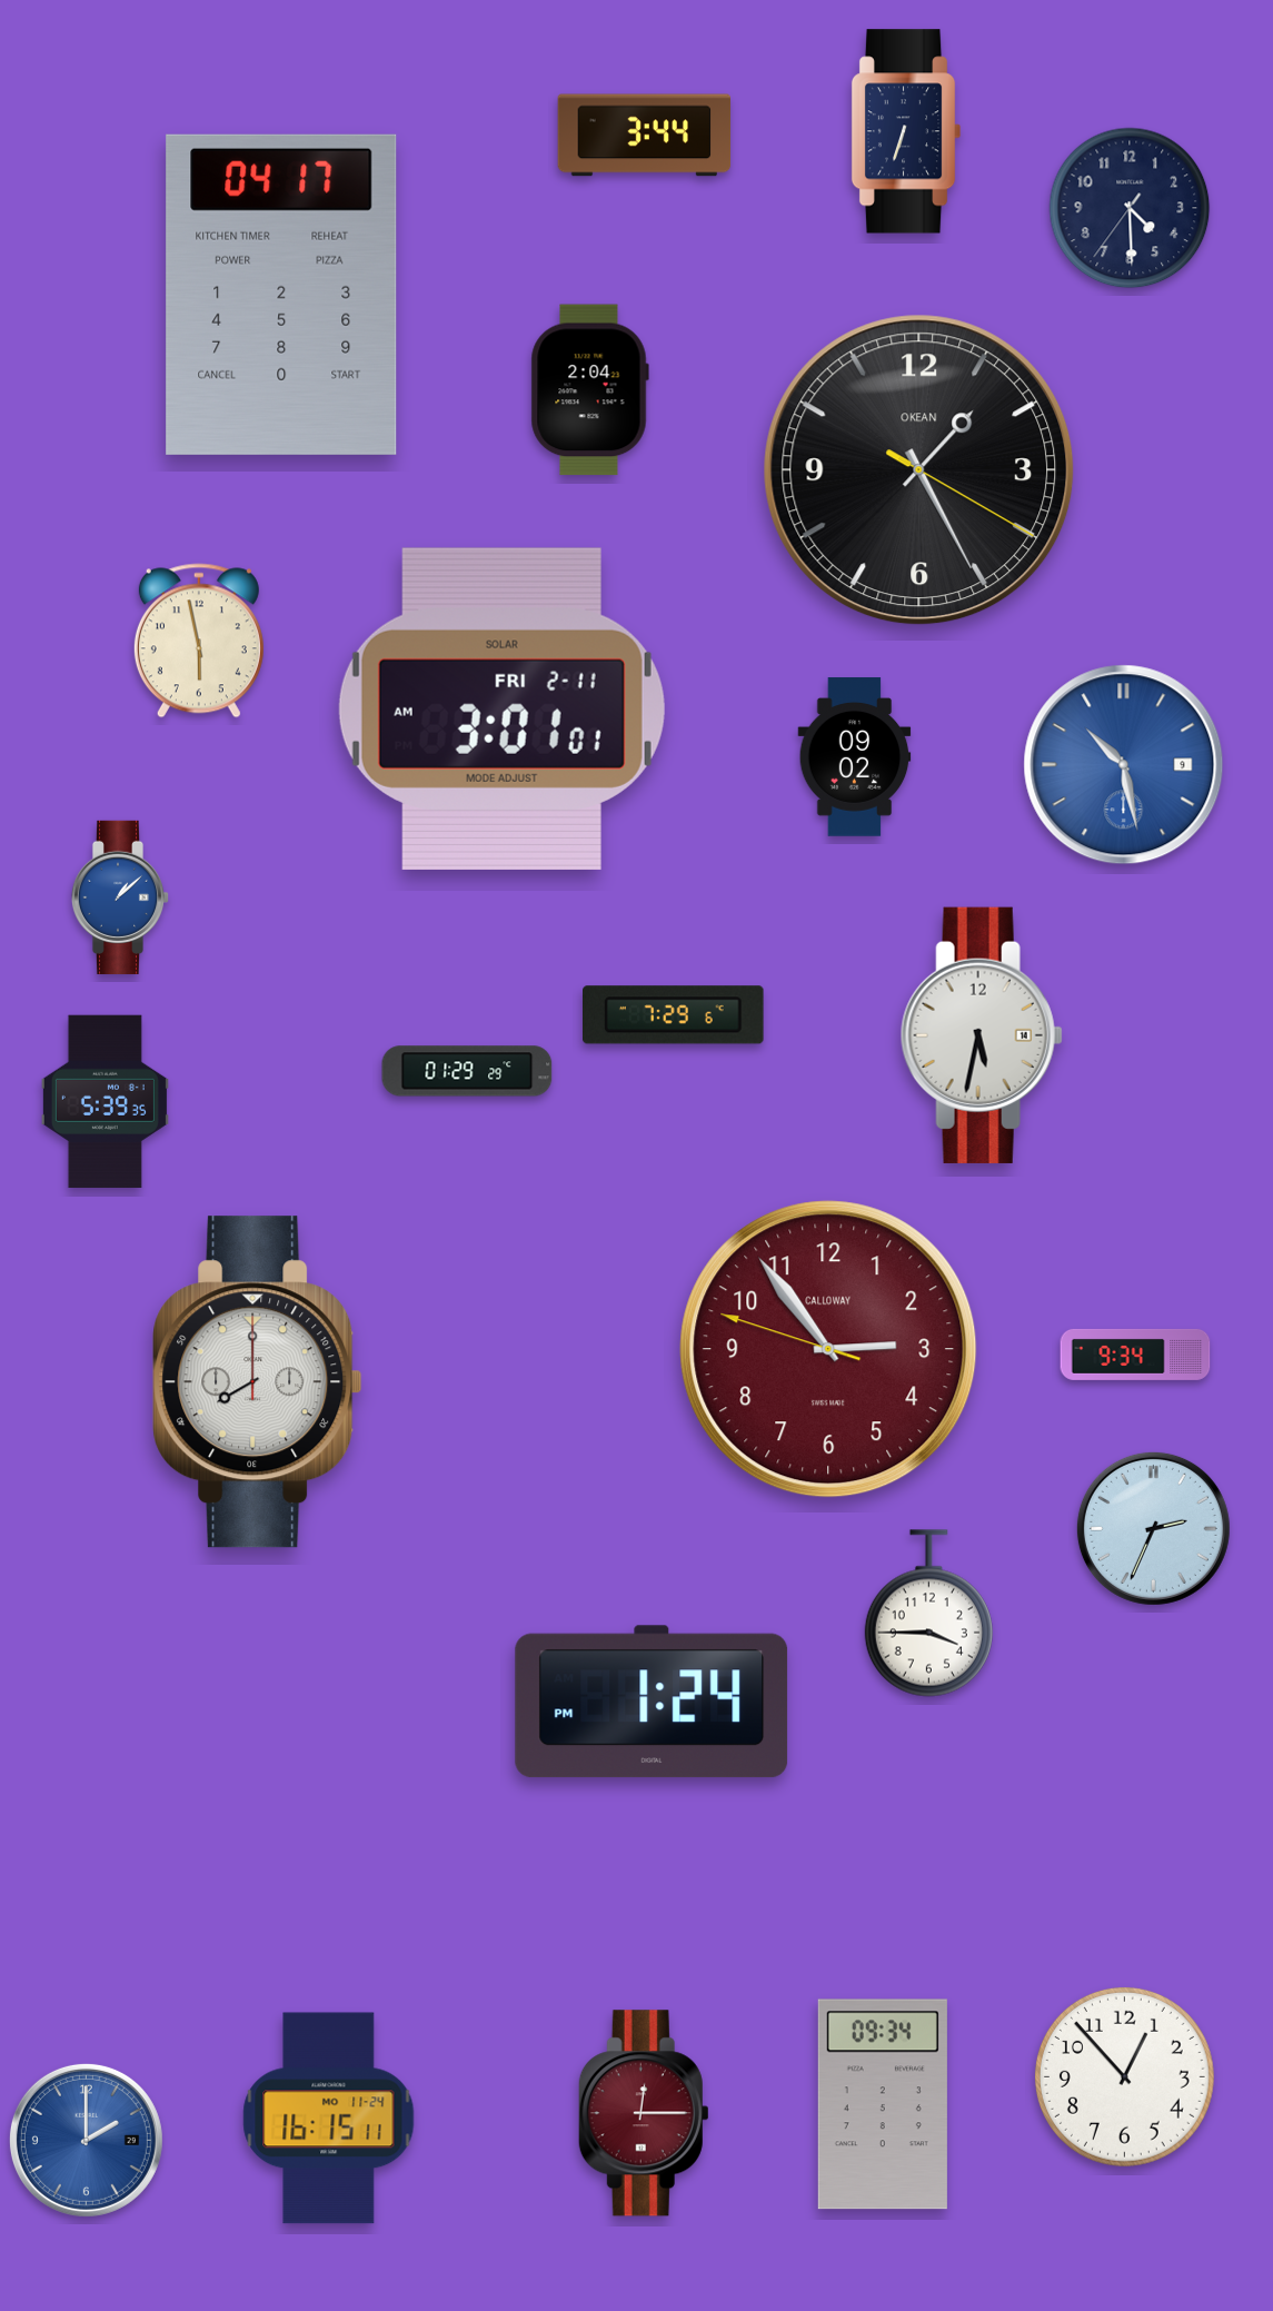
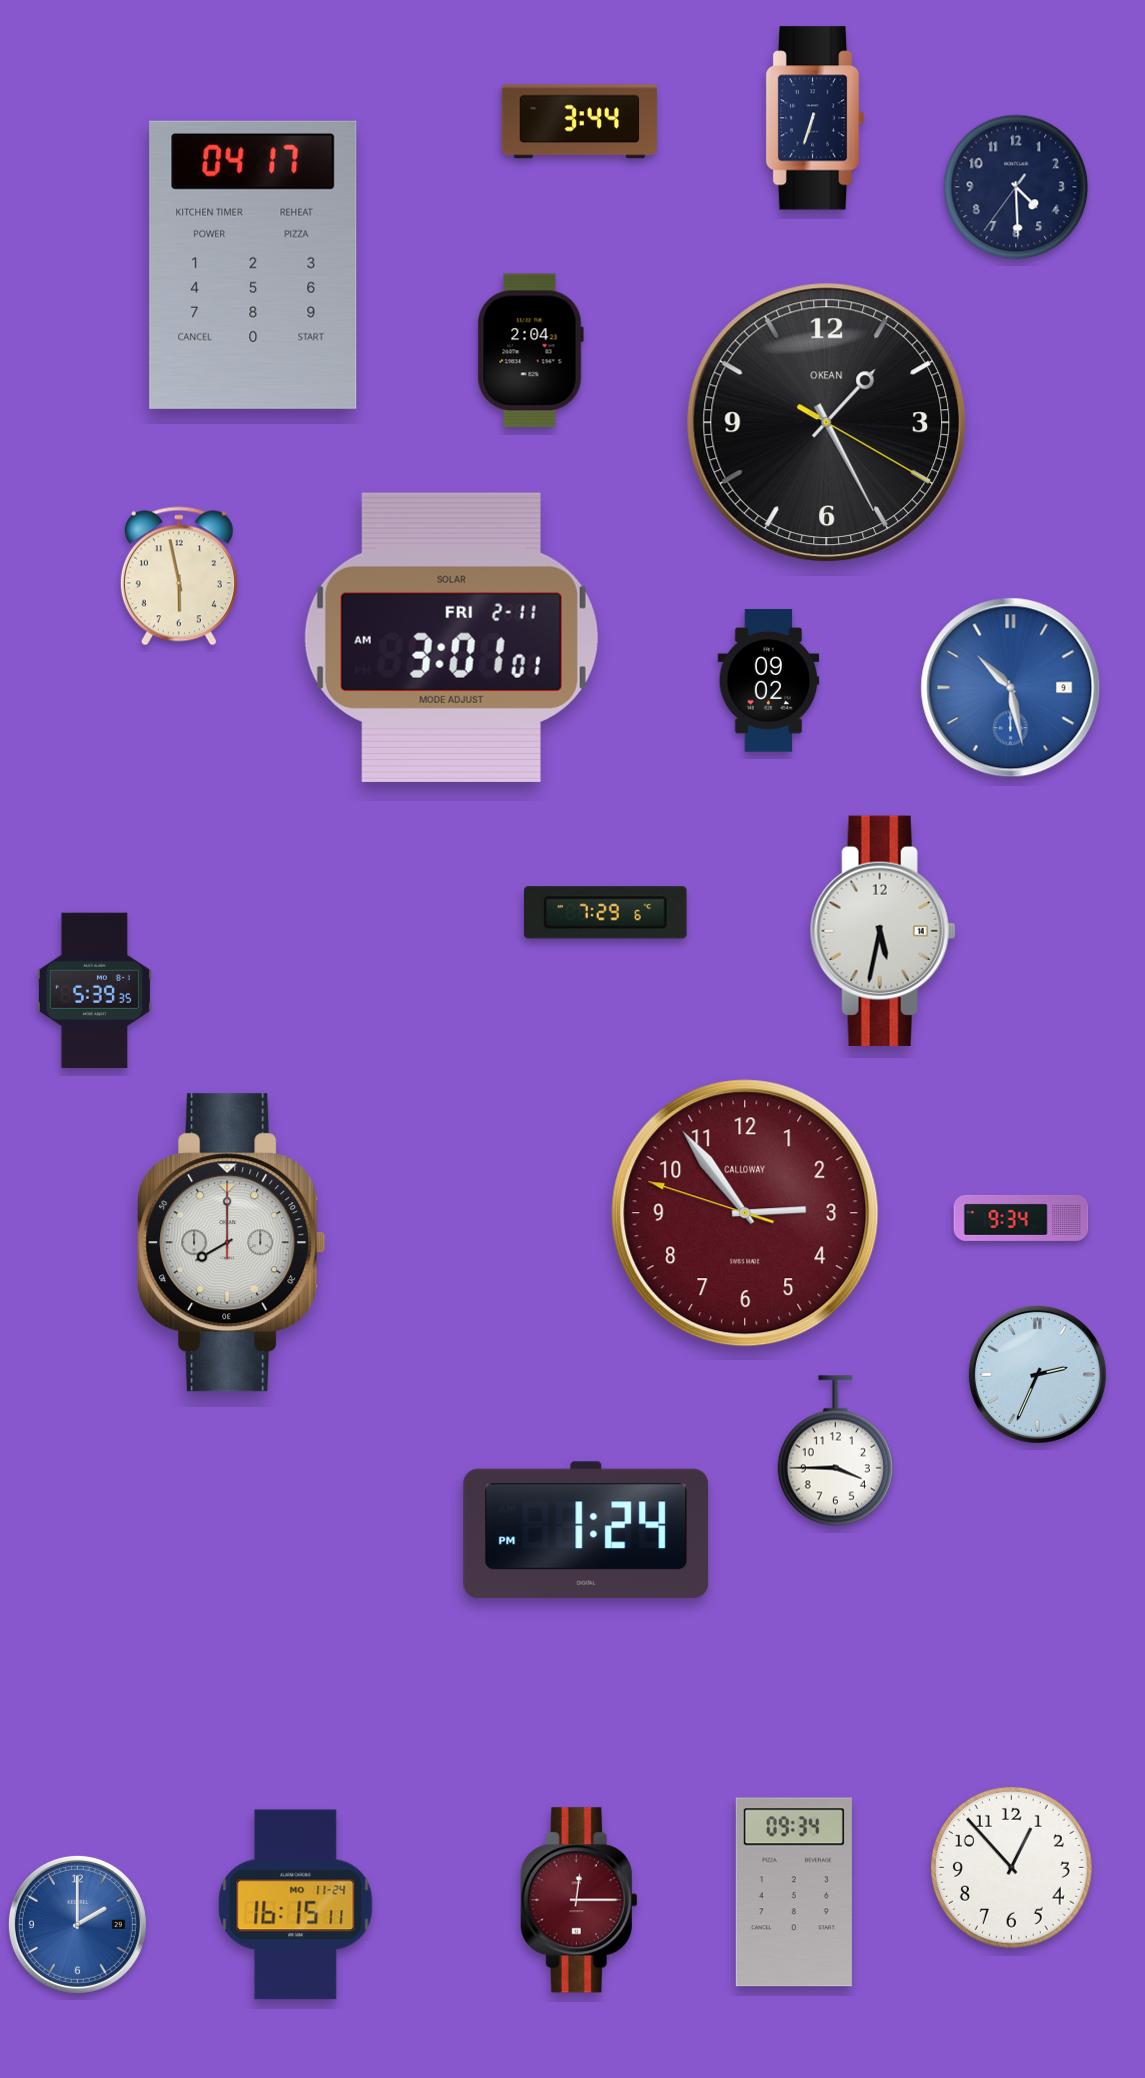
clock at (120, 897): 1:08 -> none
clock at (467, 1071): 01:29 -> none
